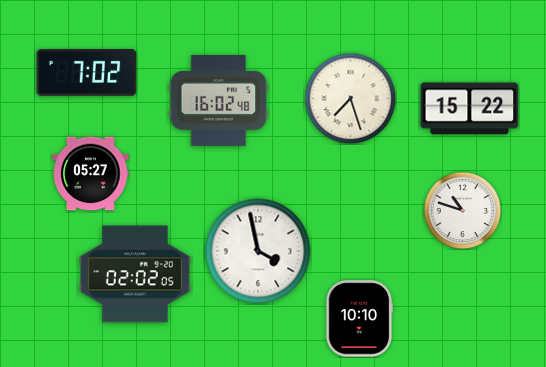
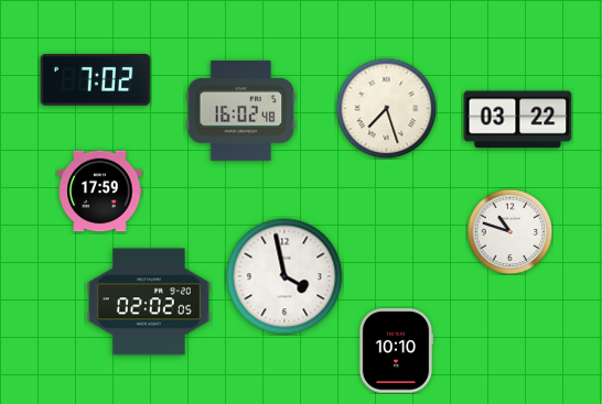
clock at (470, 109): 15:22 -> 03:22
clock at (91, 174): 05:27 -> 17:59
